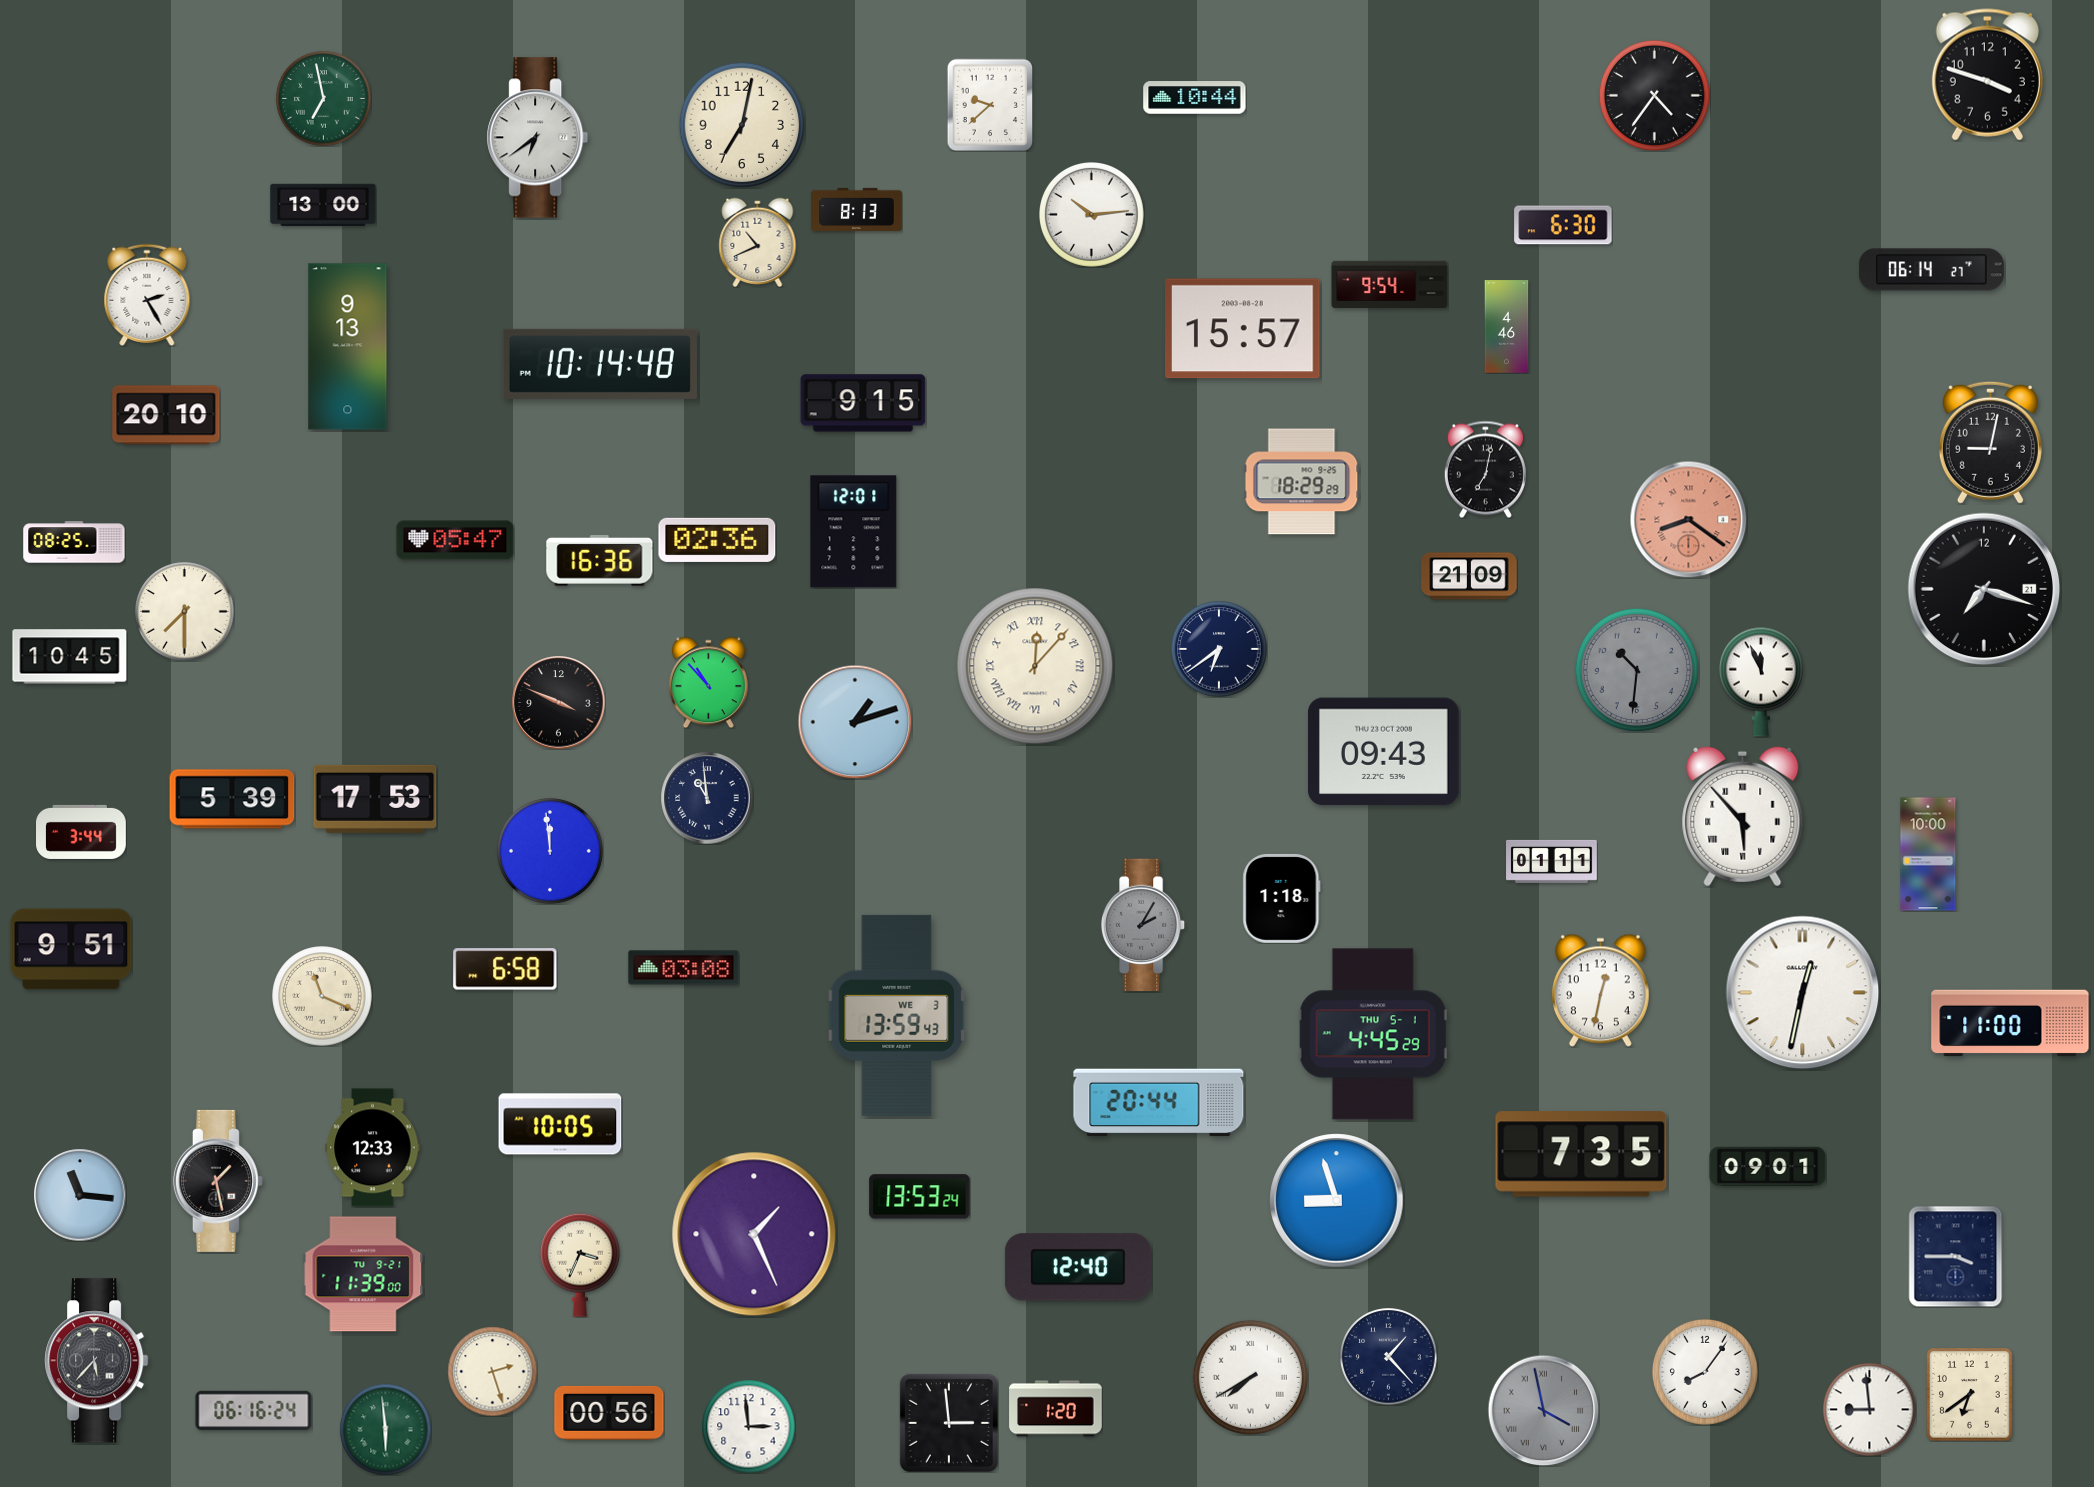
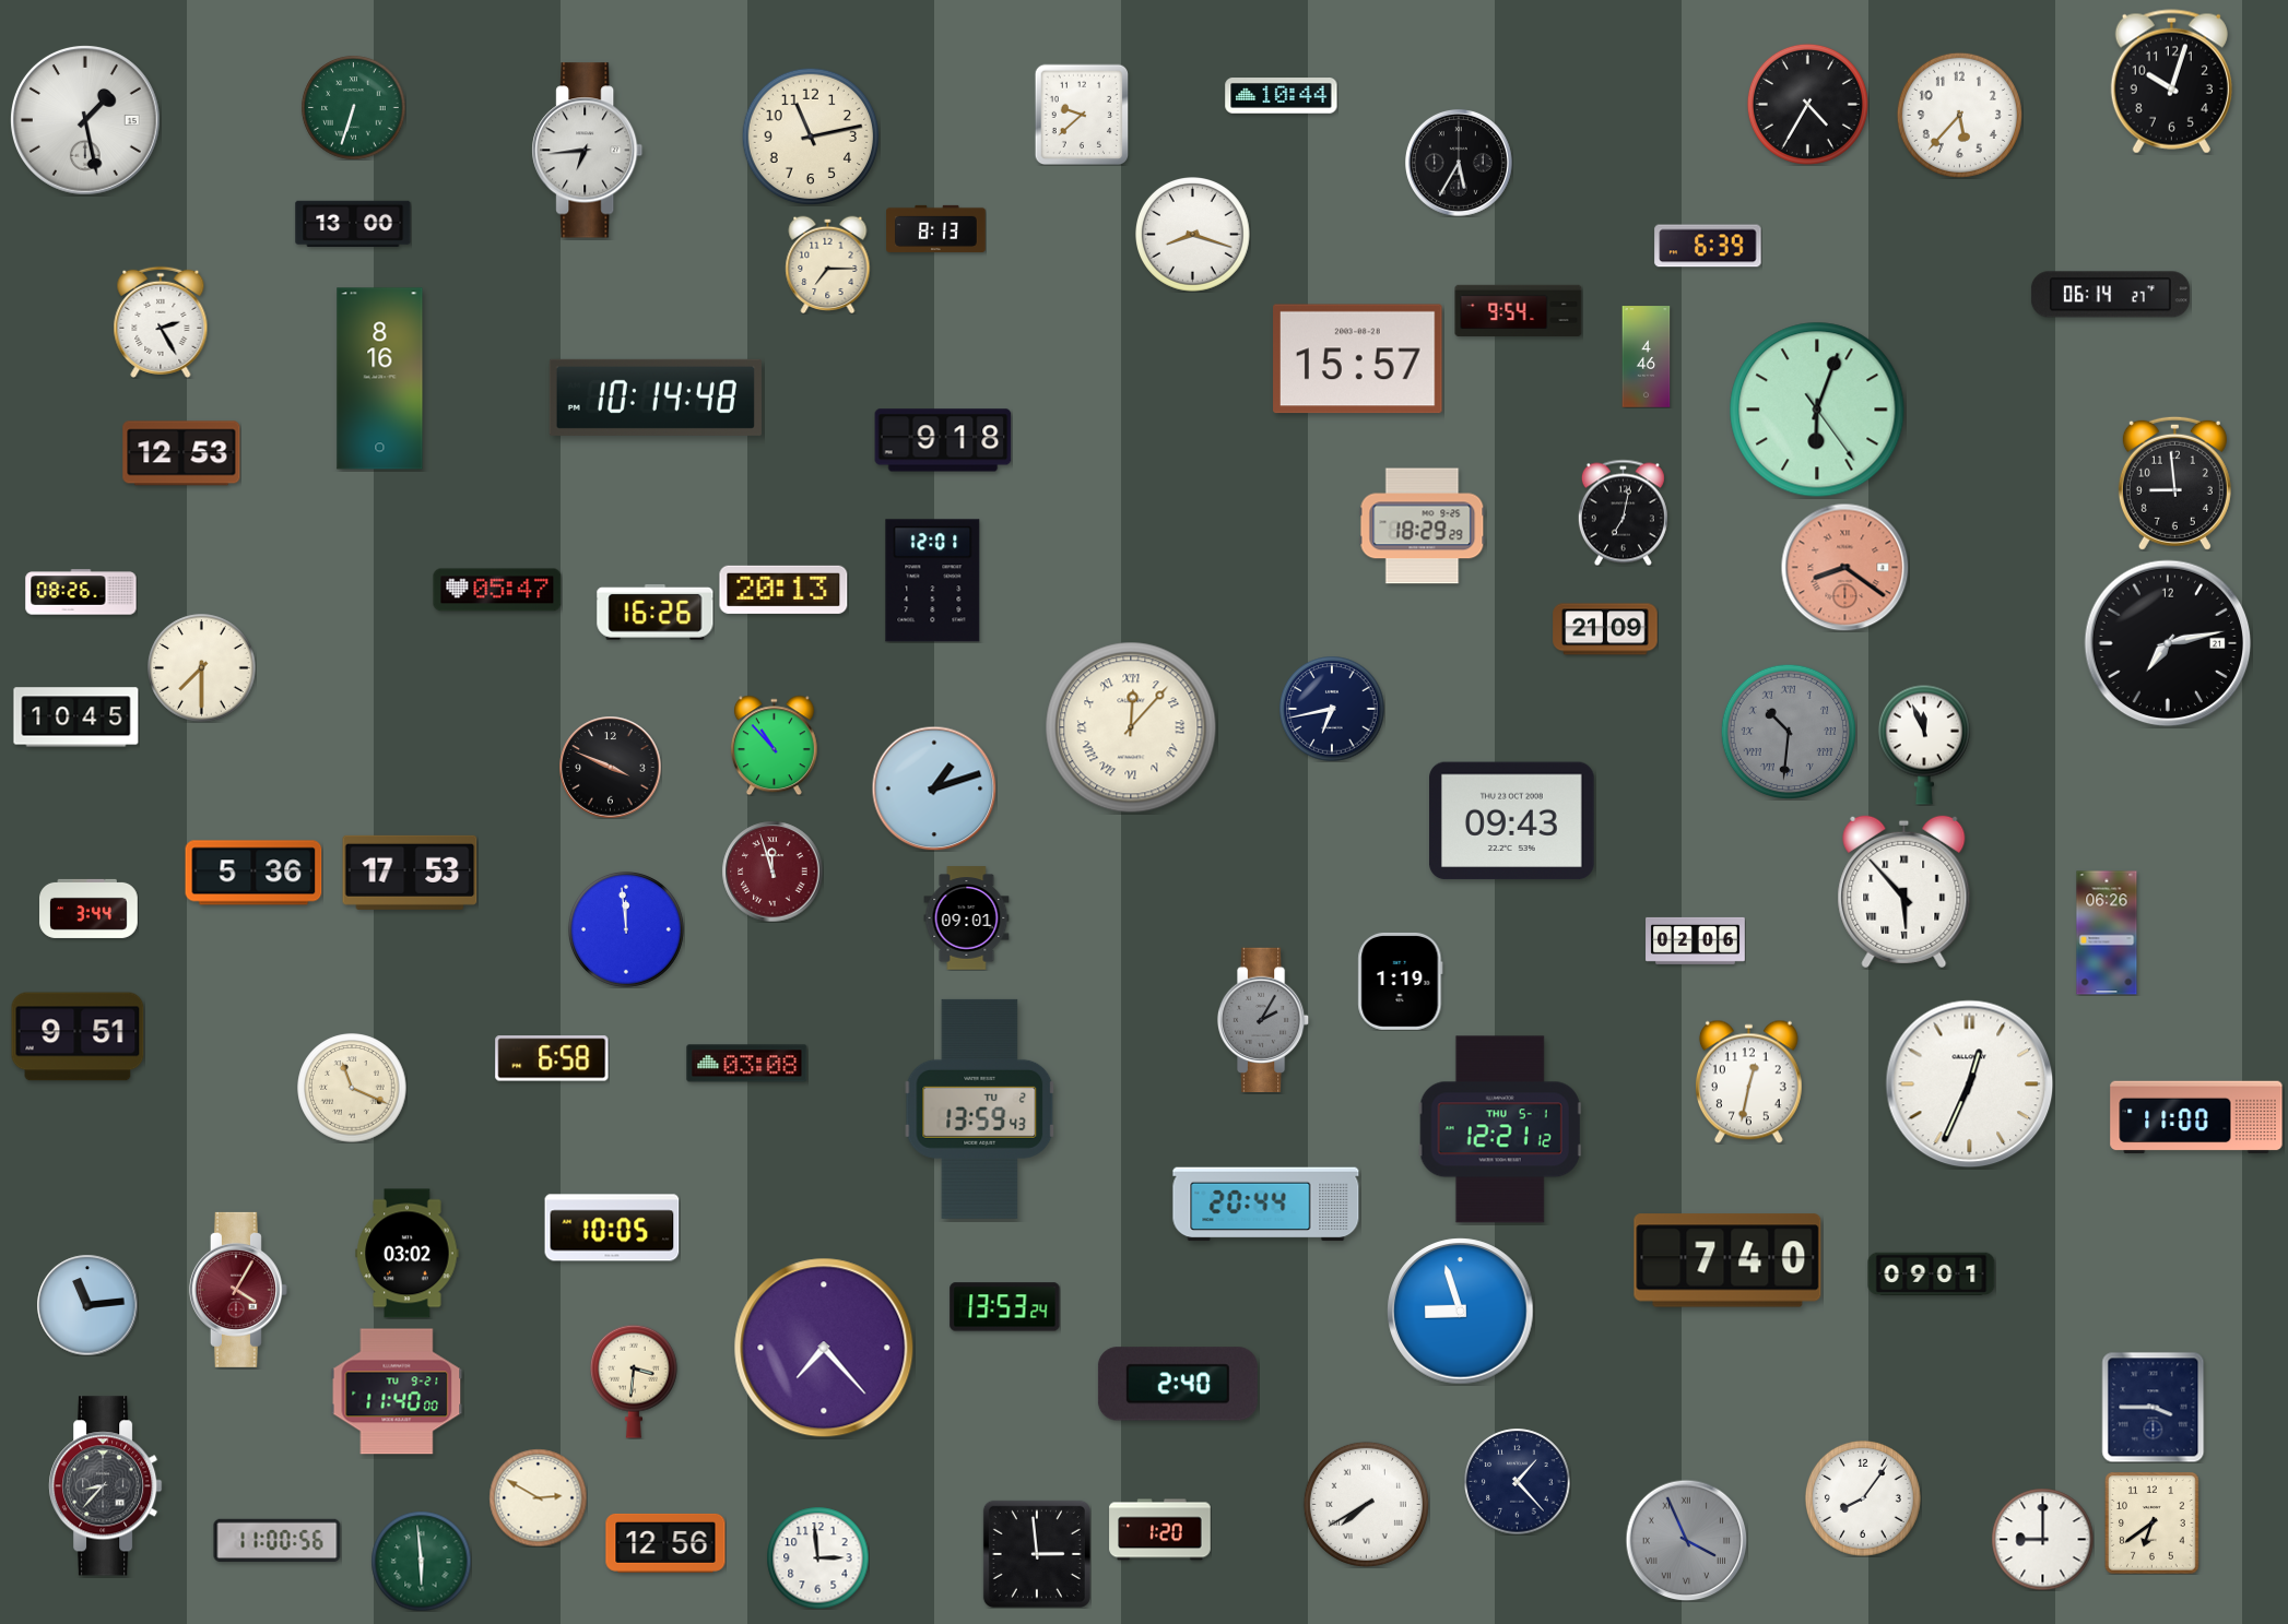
clock at (1987, 75): 3:48 -> 10:03
clock at (1654, 95): 4:36 -> 4:35
clock at (323, 98): 6:58 -> 6:33
clock at (1195, 98) position: (1195, 98) -> (1282, 96)
clock at (1959, 115): none -> 5:37
clock at (86, 121): none -> 1:28
clock at (742, 125): 7:02 -> 11:13
clock at (538, 138): 6:39 -> 6:44
clock at (1460, 164): none -> 5:35
clock at (1092, 215): 10:14 -> 8:18
clock at (1563, 225): 6:30 -> 6:39
clock at (758, 242): 10:41 -> 7:15
clock at (348, 347): 9:13 -> 8:16
clock at (1817, 410): none -> 6:03
clock at (863, 403): 9:15 -> 9:18
clock at (166, 415): 20:10 -> 12:53
clock at (1990, 442): 9:02 -> 8:59
clock at (717, 540): 02:36 -> 20:13
clock at (74, 542): 08:25 -> 08:26
clock at (600, 560): 16:36 -> 16:26
clock at (1984, 589): 7:18 -> 7:13
clock at (1219, 649): 6:39 -> 6:43
clock at (1636, 669) numerals: Arabic -> Roman
clock at (707, 798): 10:59 -> 11:57
clock at (707, 798) dial: navy -> burgundy
clock at (232, 799): 5:39 -> 5:36
clock at (967, 918): none -> 09:01
clock at (550, 851) position: (550, 851) -> (626, 929)
clock at (1928, 854): 10:00 -> 06:26
clock at (1552, 861): 01:11 -> 02:06
clock at (1282, 898): 1:18 -> 1:19
clock at (1143, 925) position: (1143, 925) -> (1263, 1020)
clock at (684, 968) position: (684, 968) -> (747, 1064)
clock at (1803, 993): 12:32 -> 12:34
clock at (897, 1015) date: WE 3 -> TU 2
clock at (1373, 1034): 4:45 -> 12:21
clock at (373, 1148): 12:33 -> 03:02
clock at (1581, 1154): 7:35 -> 7:40
clock at (218, 1181): 1:28 -> 4:05
clock at (218, 1181) dial: black -> burgundy
clock at (80, 1195): 11:16 -> 11:14
clock at (754, 1234): 1:26 -> 7:23
clock at (1956, 1256) position: (1956, 1256) -> (2154, 1407)
clock at (580, 1265): 3:34 -> 3:31
clock at (1078, 1267): 12:40 -> 2:40
clock at (363, 1274): 11:39 -> 11:40
clock at (97, 1361): 5:37 -> 8:37
clock at (492, 1371): 2:27 -> 2:50
clock at (1056, 1409) position: (1056, 1409) -> (1160, 1530)
clock at (1869, 1409): 8:59 -> 9:00
clock at (1543, 1410): 3:58 -> 3:56
clock at (254, 1411): 06:16 -> 11:00
clock at (609, 1413): 00:56 -> 12:56
